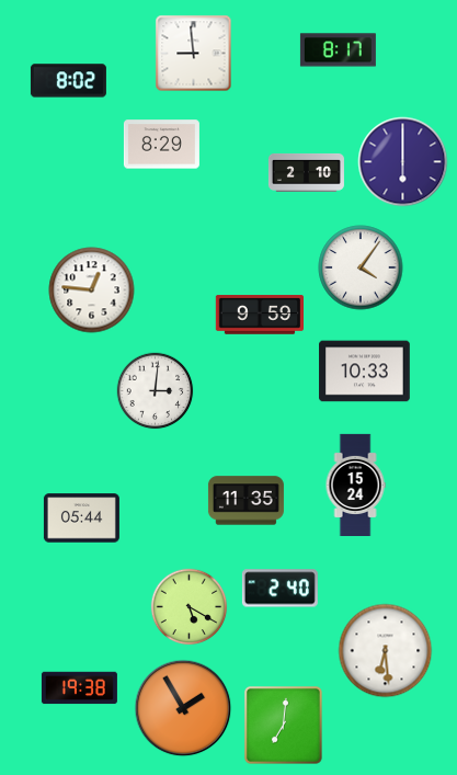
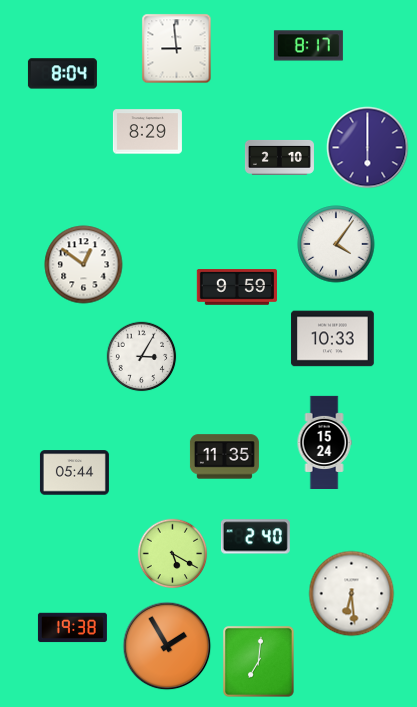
clock at (68, 81): 8:02 -> 8:04
clock at (361, 267) position: (361, 267) -> (336, 244)
clock at (92, 290): 12:46 -> 12:51
clock at (156, 391): 3:01 -> 3:05
